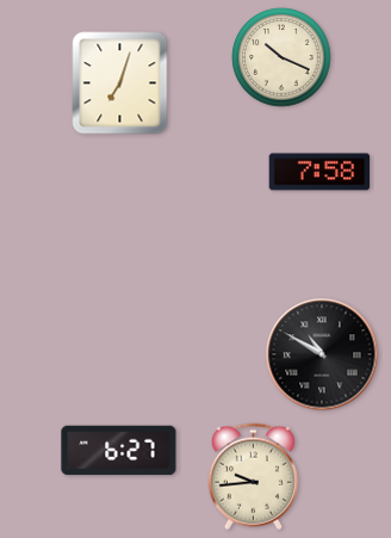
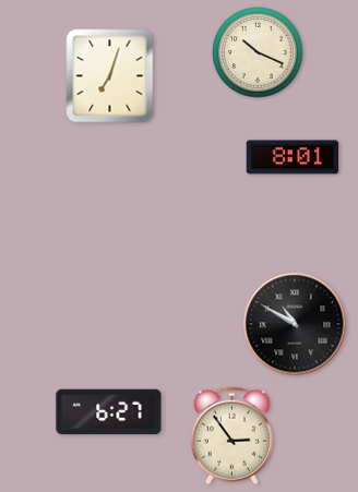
clock at (319, 172): 7:58 -> 8:01
clock at (253, 477): 9:44 -> 2:54
